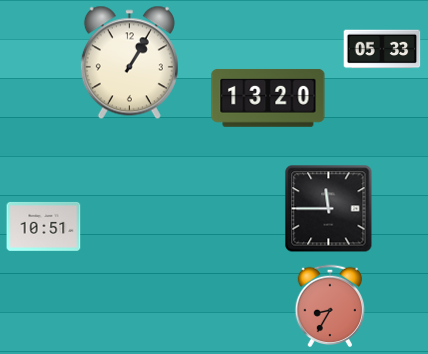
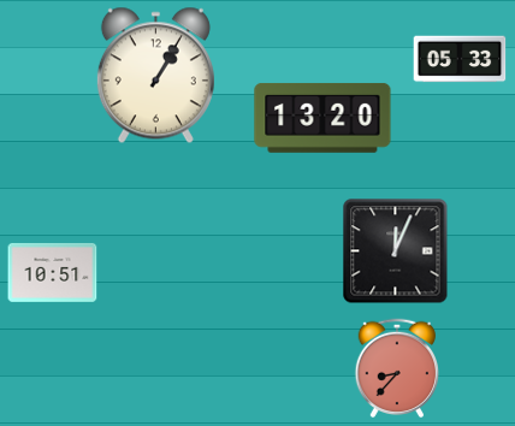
clock at (329, 209): 11:45 -> 12:04
clock at (329, 305): 8:35 -> 8:37
